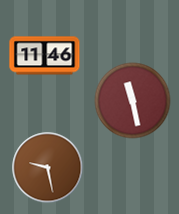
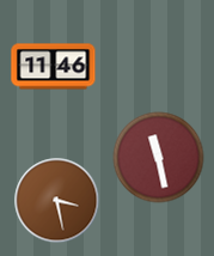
clock at (133, 101) position: (133, 101) -> (159, 158)
clock at (48, 168): 9:28 -> 3:28
